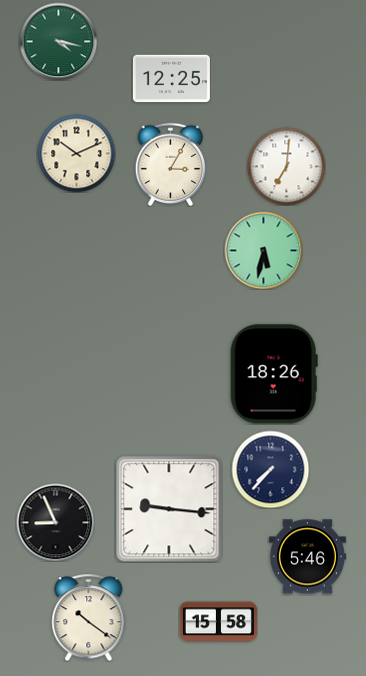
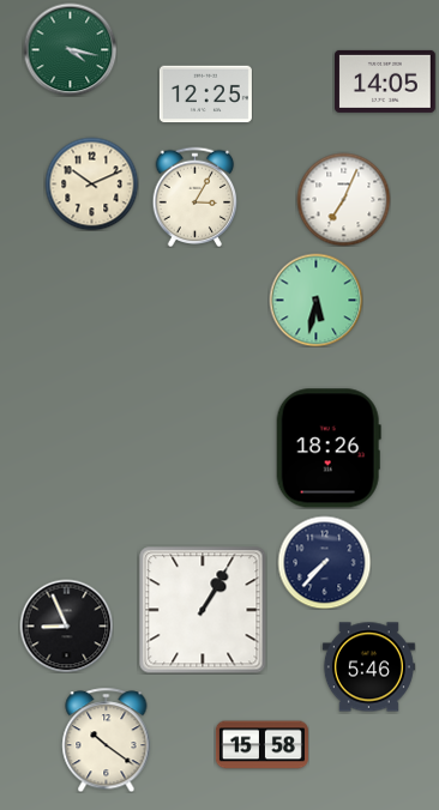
clock at (385, 81): none -> 14:05
clock at (171, 164) position: (171, 164) -> (196, 197)
clock at (286, 166): 7:01 -> 7:04
clock at (169, 509): 9:16 -> 1:05
